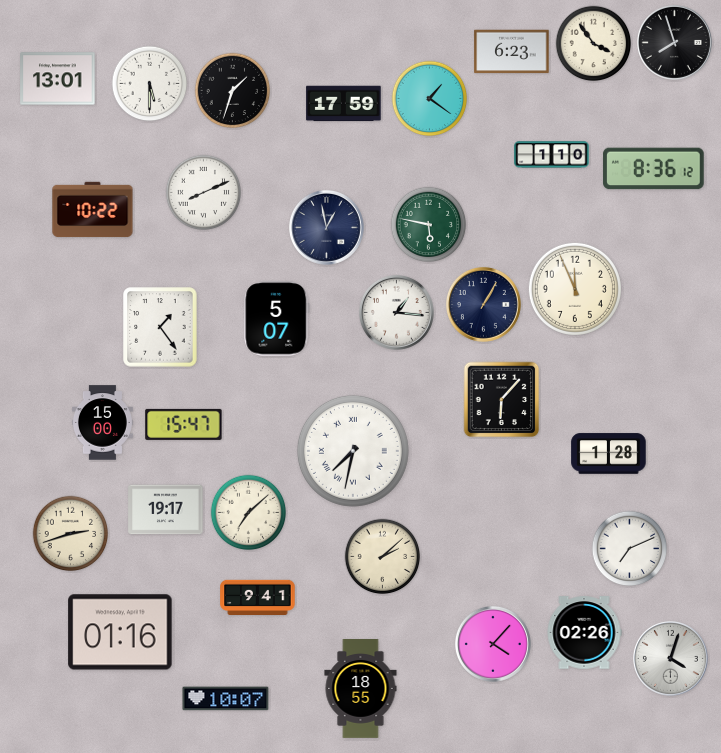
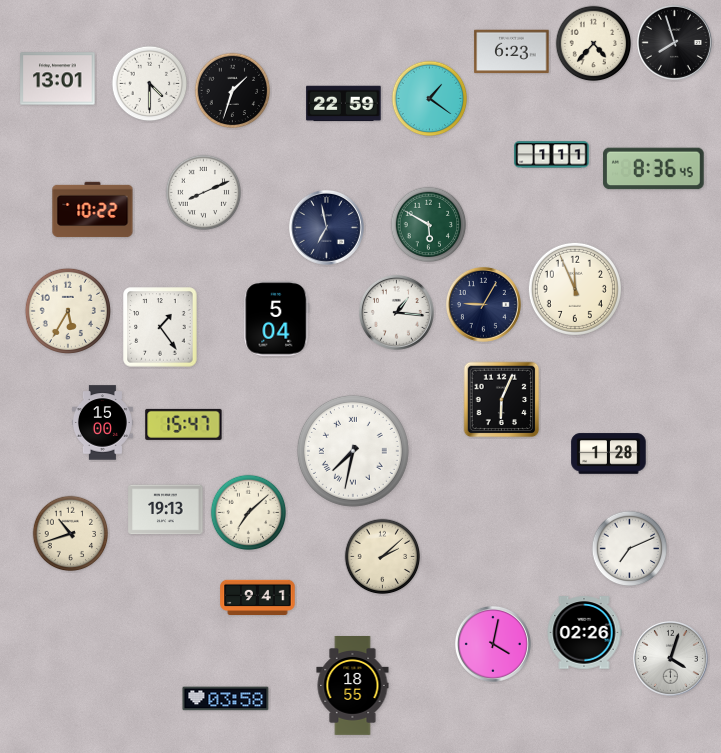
clock at (594, 44): 3:54 -> 4:37
clock at (150, 84): 5:30 -> 4:30
clock at (344, 104): 17:59 -> 22:59
clock at (552, 155): 1:10 -> 1:11
clock at (654, 169): 8:36:12 -> 8:36:45
clock at (429, 225): 5:47 -> 5:50
clock at (326, 227): 12:58 -> 6:58
clock at (483, 304): 1:05 -> 9:05
clock at (68, 311): none -> 5:35
clock at (277, 319): 5:07 -> 5:04
clock at (502, 400): 6:07 -> 6:04
clock at (166, 510): 19:17 -> 19:13
clock at (71, 534): 2:42 -> 10:42
clock at (120, 632): 01:16 -> none
clock at (493, 644): 4:07 -> 4:02
clock at (361, 689) position: (361, 689) -> (353, 686)
clock at (226, 699): 10:07 -> 03:58
